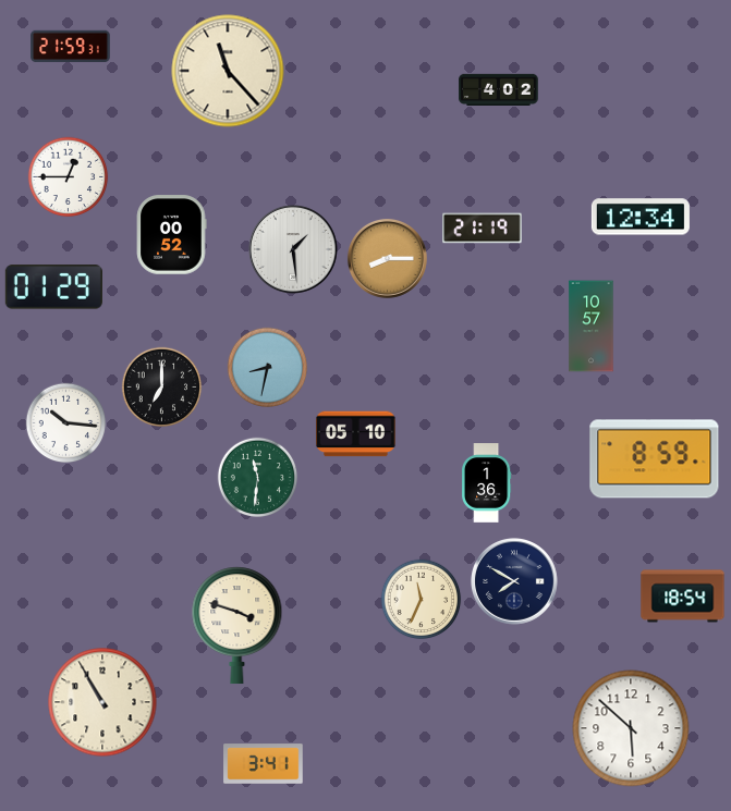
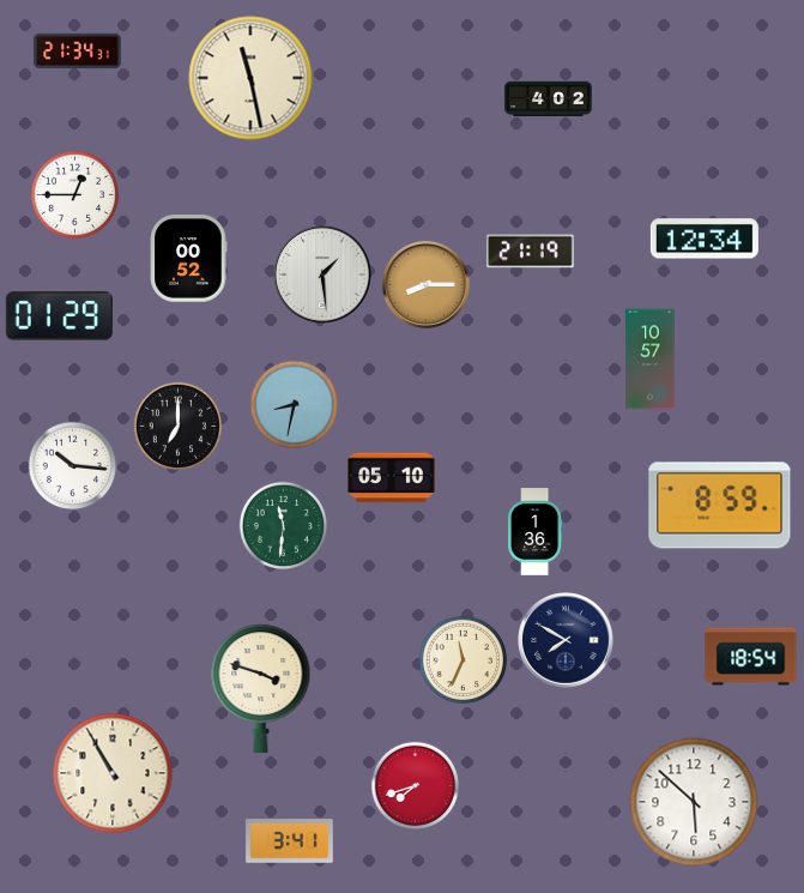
clock at (71, 47): 21:59 -> 21:34
clock at (228, 71): 11:23 -> 11:28
clock at (416, 786): none -> 7:42
